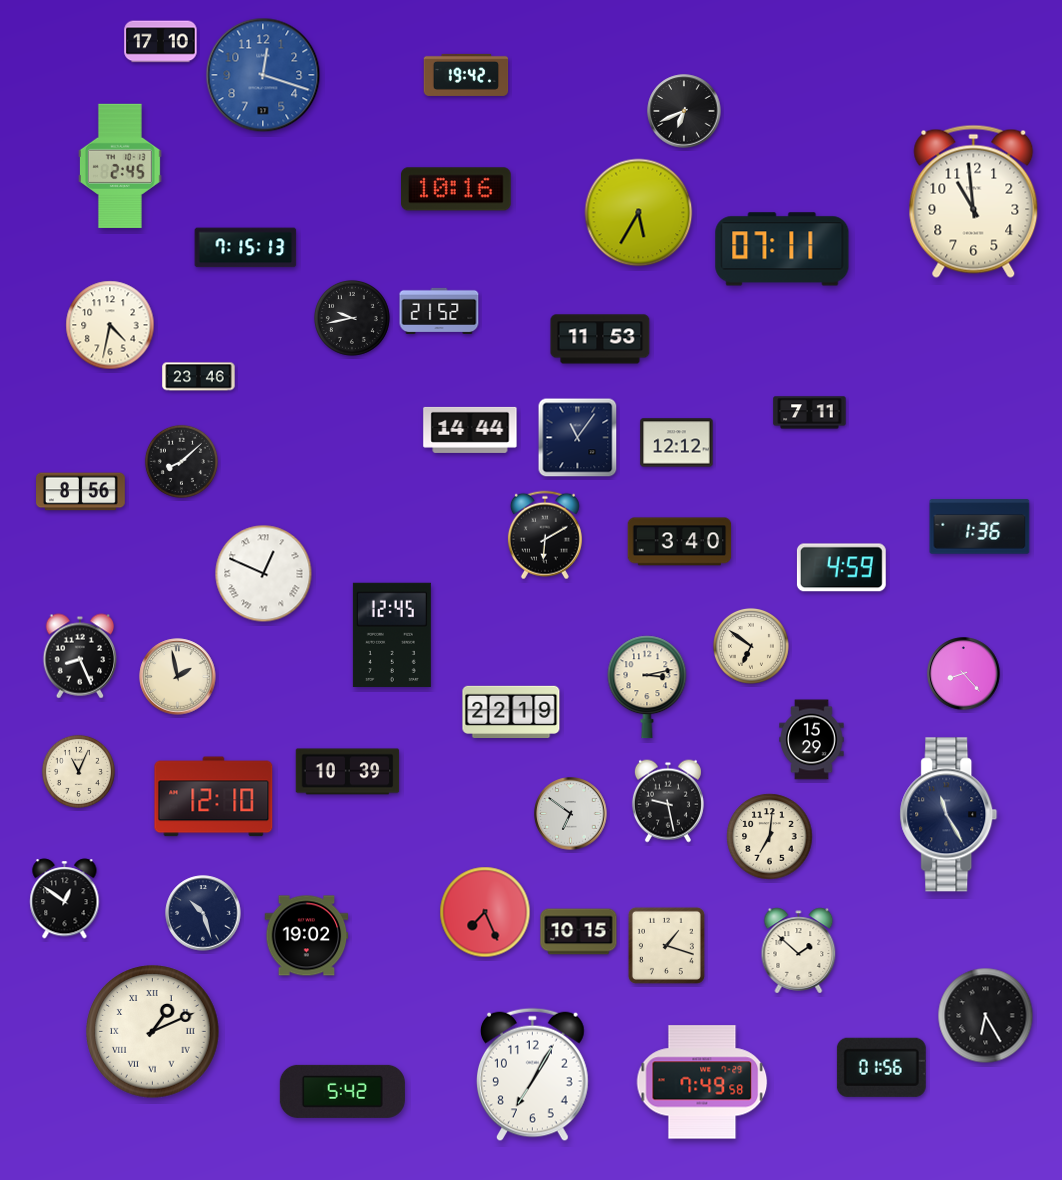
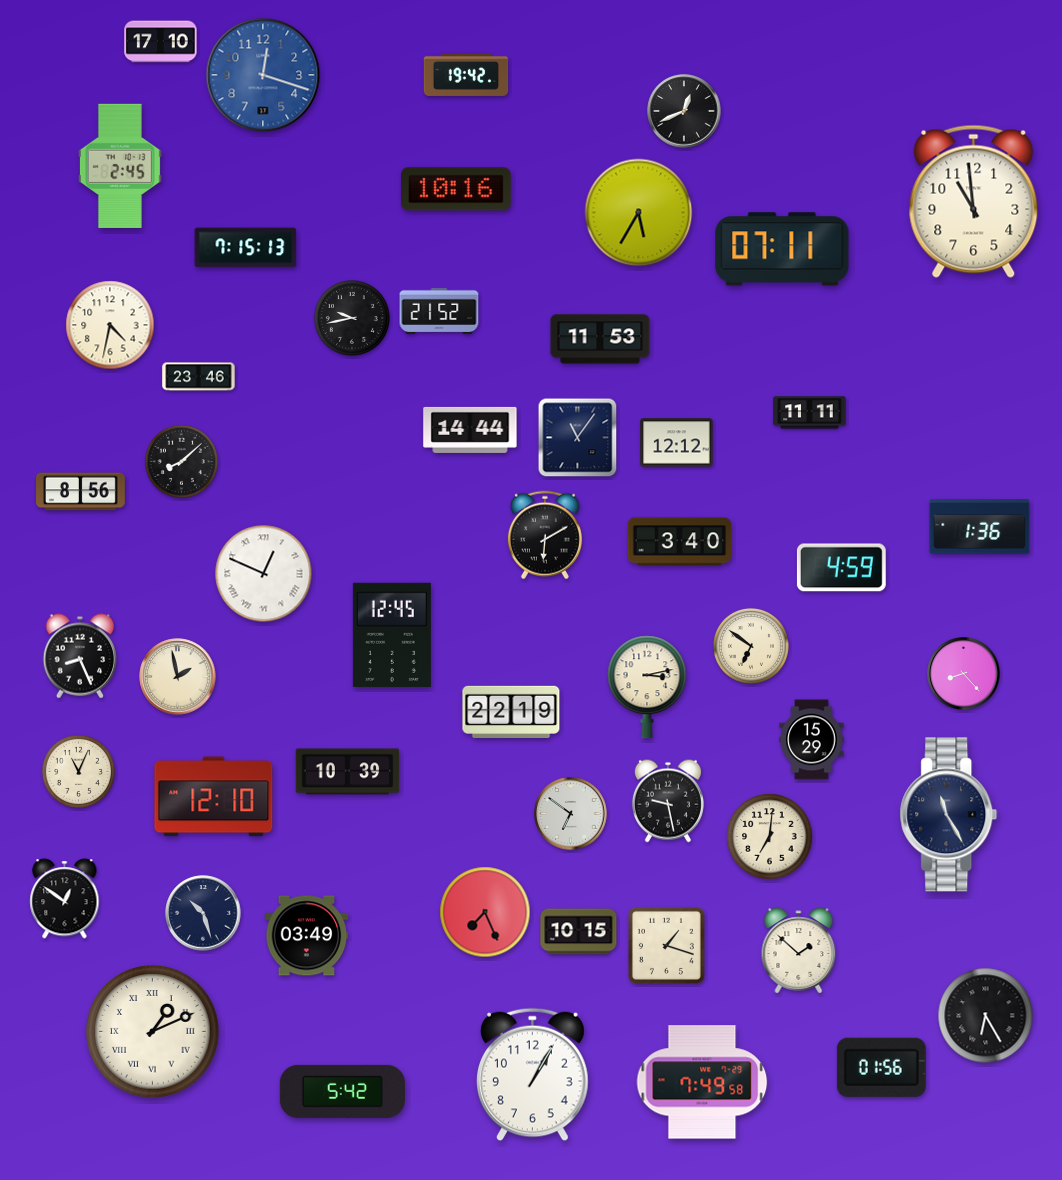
clock at (684, 111): 6:41 -> 12:41
clock at (810, 413): 7:11 -> 11:11
clock at (307, 936): 19:02 -> 03:49
clock at (533, 1075): 7:05 -> 1:05
